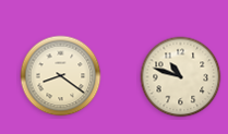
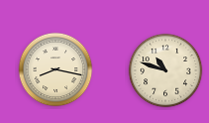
clock at (61, 76): 8:21 -> 8:17
